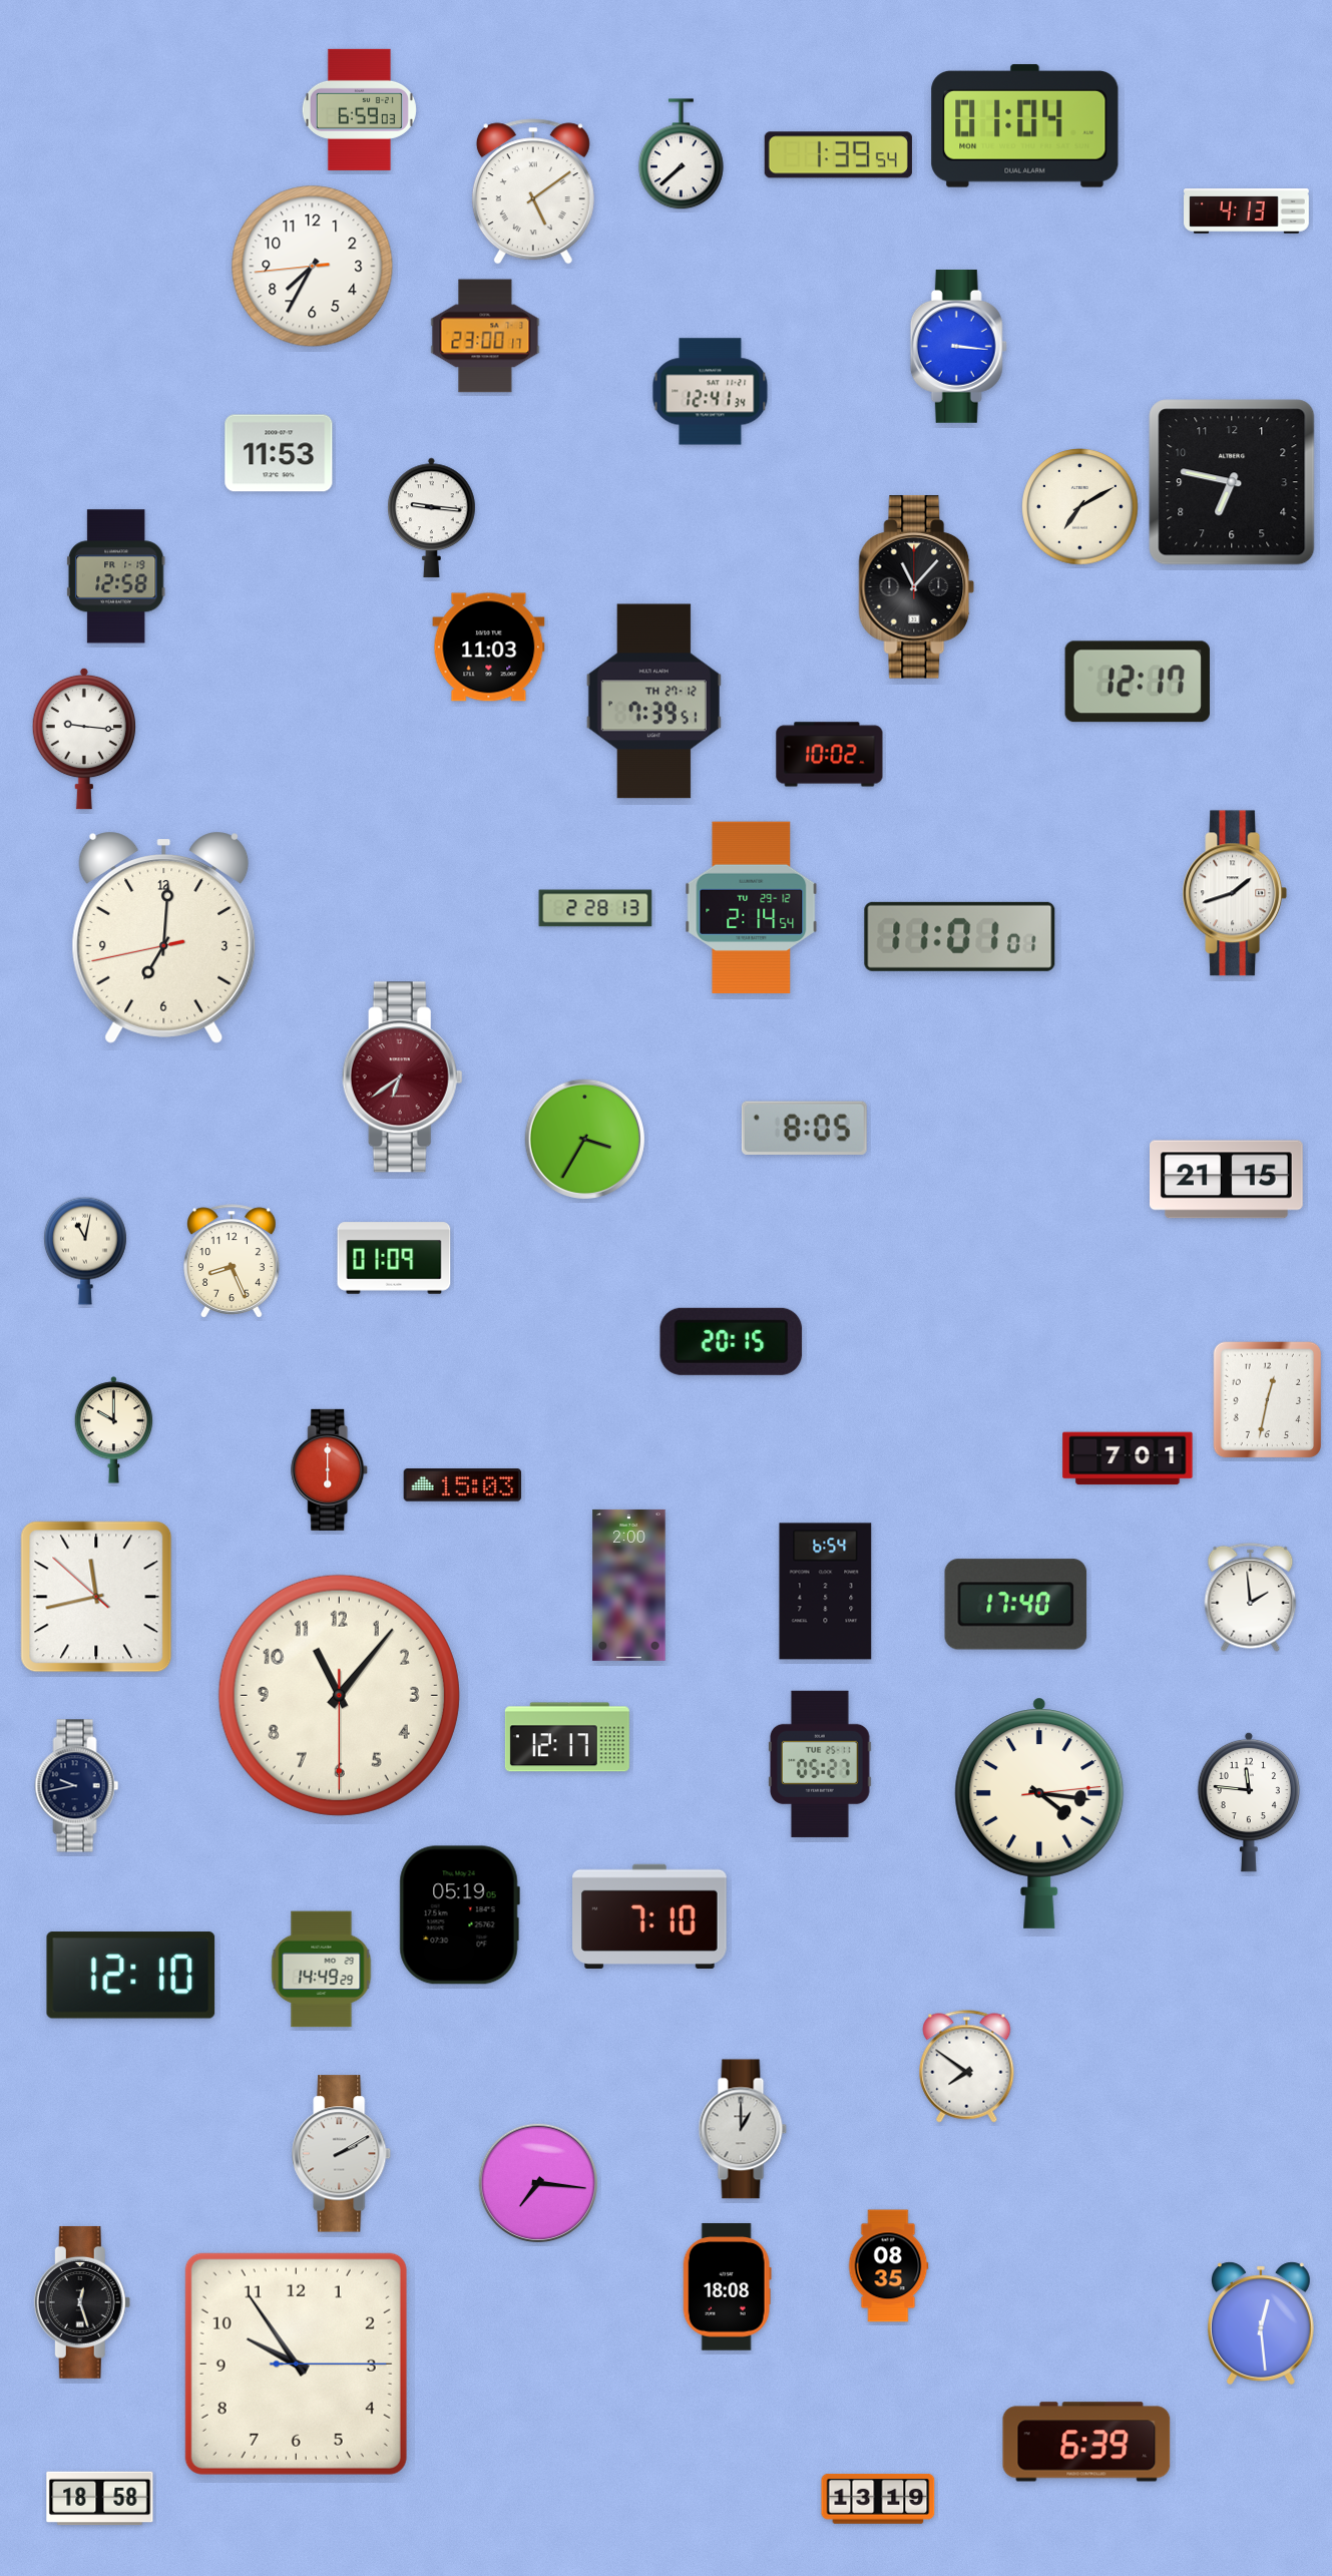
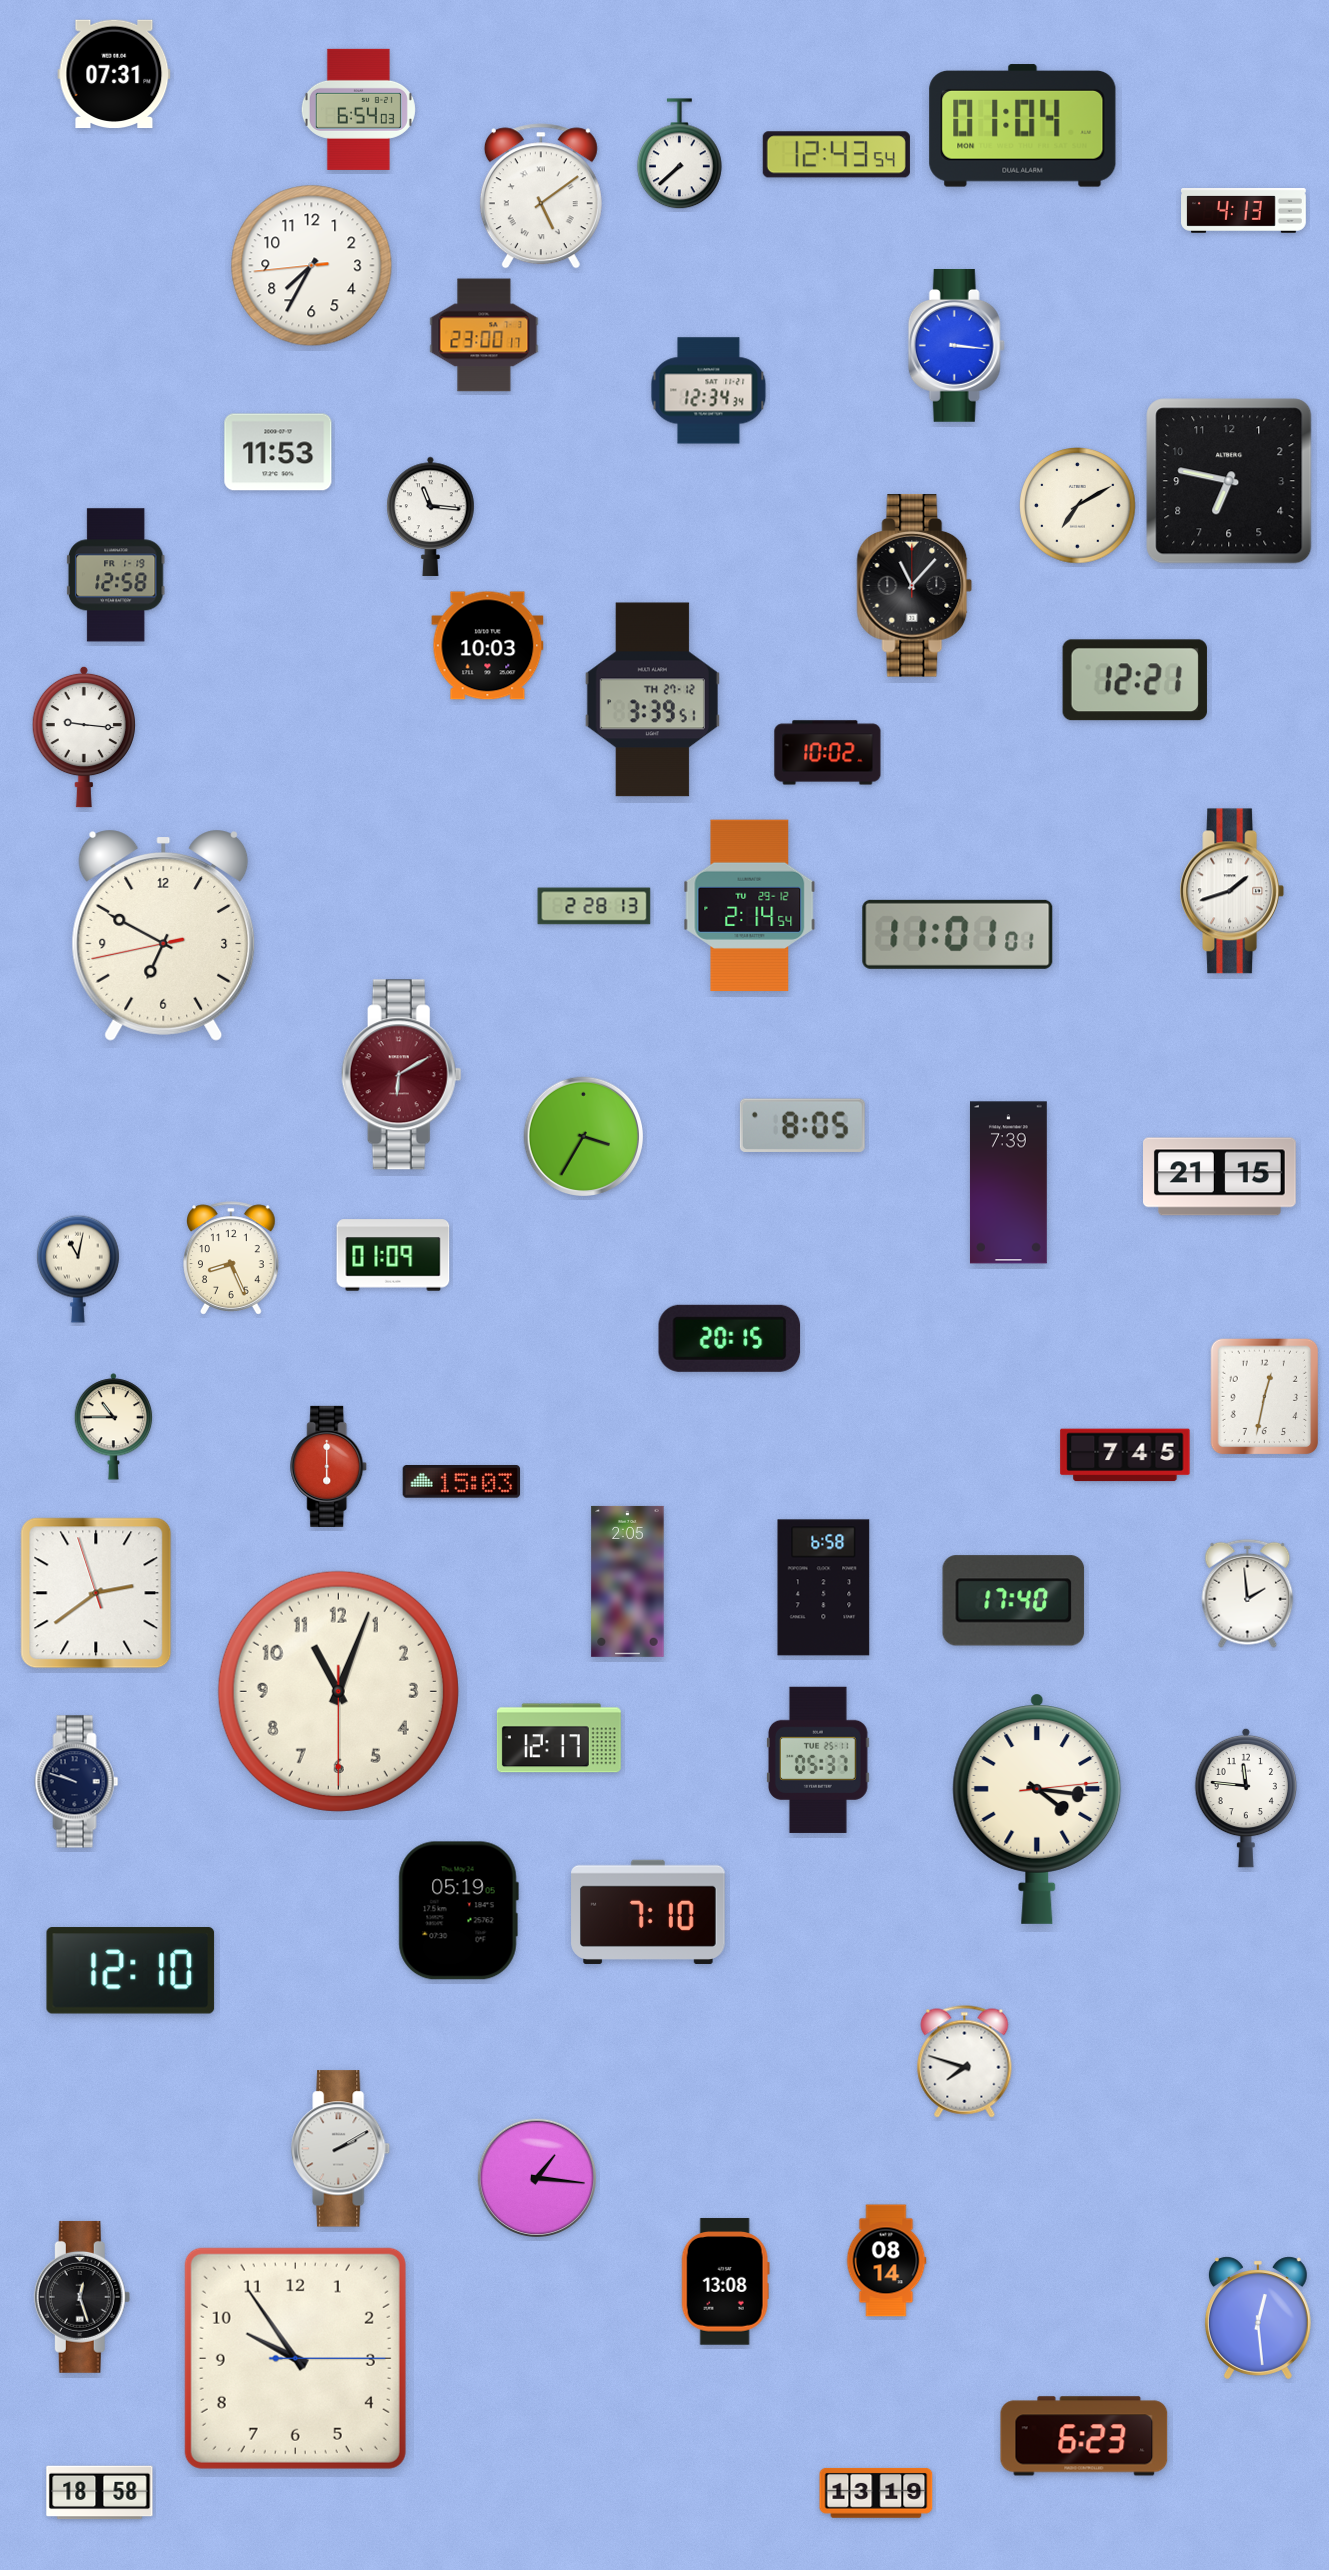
clock at (114, 74): none -> 07:31
clock at (359, 109): 6:59 -> 6:54
clock at (838, 155): 1:39 -> 12:43
clock at (533, 191) position: (533, 191) -> (541, 196)
clock at (711, 392): 12:41 -> 12:34
clock at (432, 517): 9:16 -> 11:16
clock at (489, 648): 11:03 -> 10:03
clock at (1138, 682): 12:17 -> 12:21
clock at (653, 702): 7:39 -> 3:39
clock at (164, 937): 7:00 -> 6:49
clock at (402, 1078): 6:39 -> 6:10
clock at (1227, 1180) position: (1227, 1180) -> (1220, 1177)
clock at (1008, 1183): none -> 7:39
clock at (85, 1251) position: (85, 1251) -> (78, 1269)
clock at (114, 1430): 10:00 -> 10:45
clock at (1128, 1458): 7:01 -> 7:45
clock at (629, 1585): 2:00 -> 2:05
clock at (826, 1592): 6:54 -> 6:58
clock at (96, 1597): 11:42 -> 2:38
clock at (339, 1695): 11:06 -> 11:03
clock at (567, 1737) position: (567, 1737) -> (559, 1738)
clock at (820, 1764): 05:27 -> 05:37
clock at (77, 1786): 9:43 -> 9:48
clock at (322, 1970): 14:49 -> none
clock at (967, 2067): 7:51 -> 7:48
clock at (743, 2129): 1:00 -> none
clock at (537, 2182): 7:16 -> 1:16
clock at (888, 2266): 08:35 -> 08:14
clock at (727, 2287): 18:08 -> 13:08
clock at (1086, 2442): 6:39 -> 6:23
